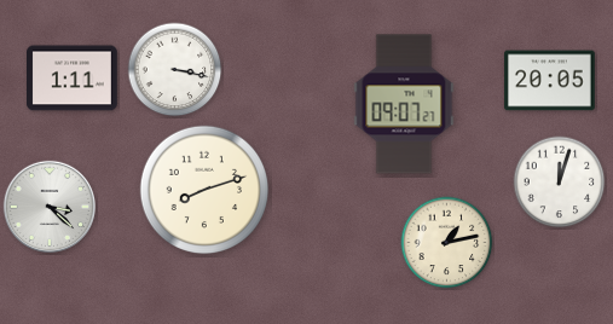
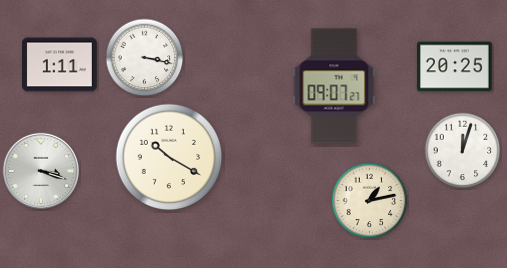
clock at (550, 81): 20:05 -> 20:25
clock at (204, 190): 8:12 -> 10:20
clock at (48, 206): 3:22 -> 3:18
